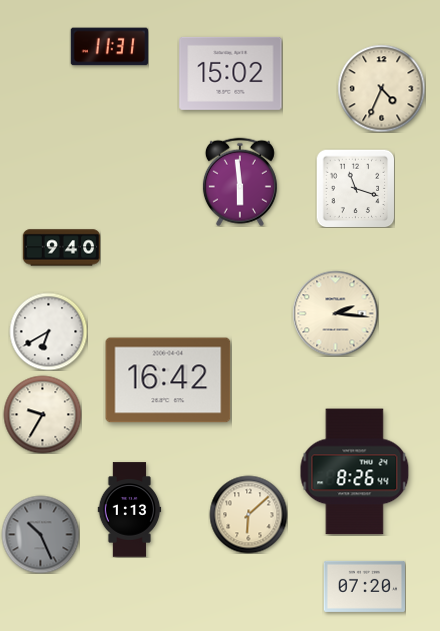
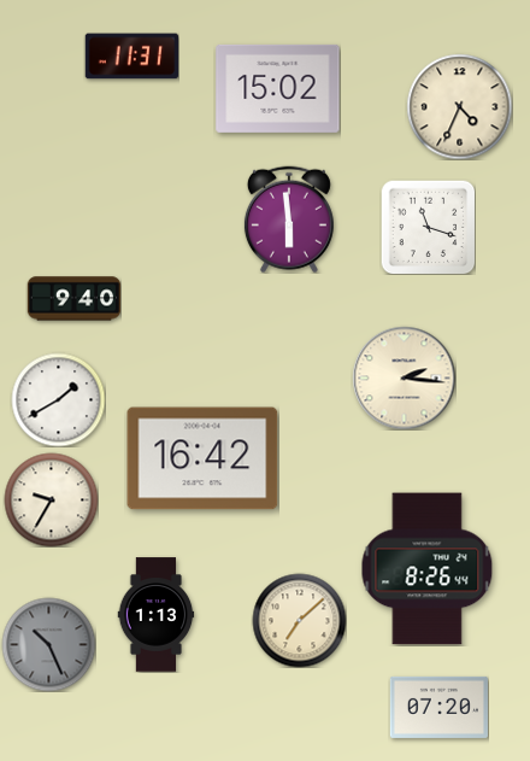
clock at (48, 331): 6:40 -> 1:40
clock at (248, 514): 6:08 -> 7:08
